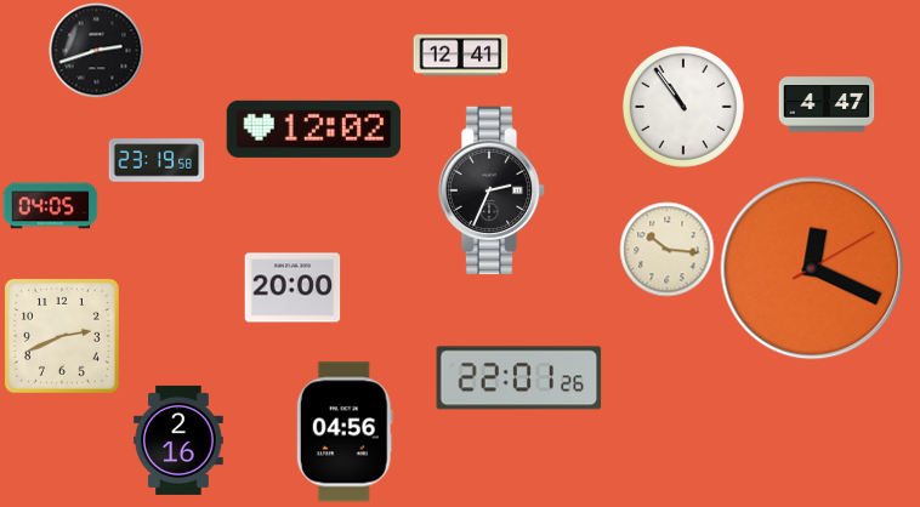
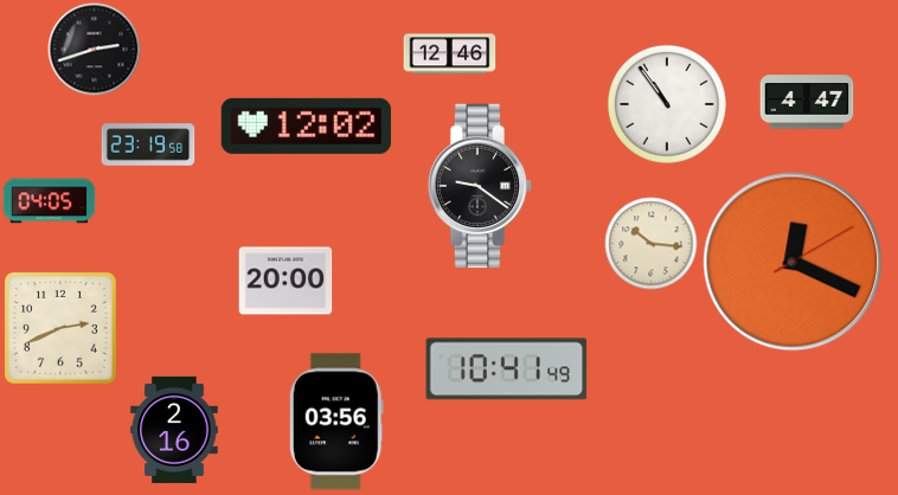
clock at (460, 56): 12:41 -> 12:46
clock at (157, 160) position: (157, 160) -> (148, 144)
clock at (492, 190): 2:34 -> 9:21
clock at (519, 378): 22:01 -> 10:41
clock at (345, 432): 04:56 -> 03:56
